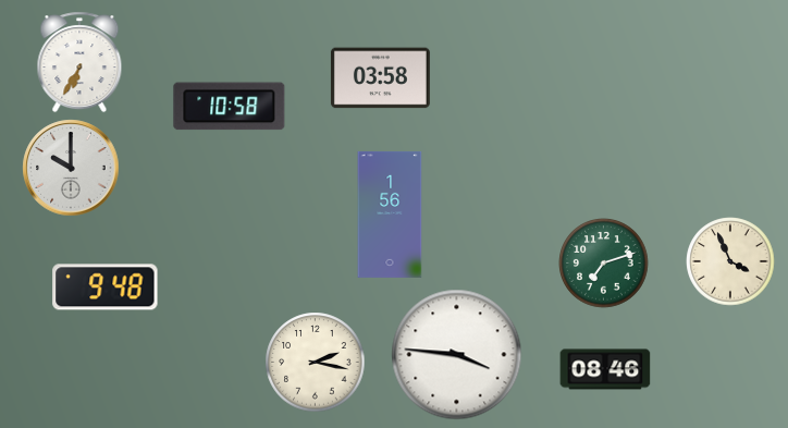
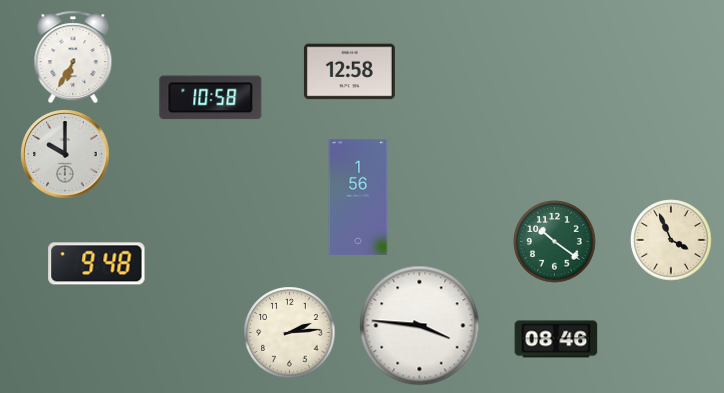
clock at (380, 78): 03:58 -> 12:58
clock at (604, 264): 7:12 -> 10:21
clock at (316, 363): 2:17 -> 2:14
